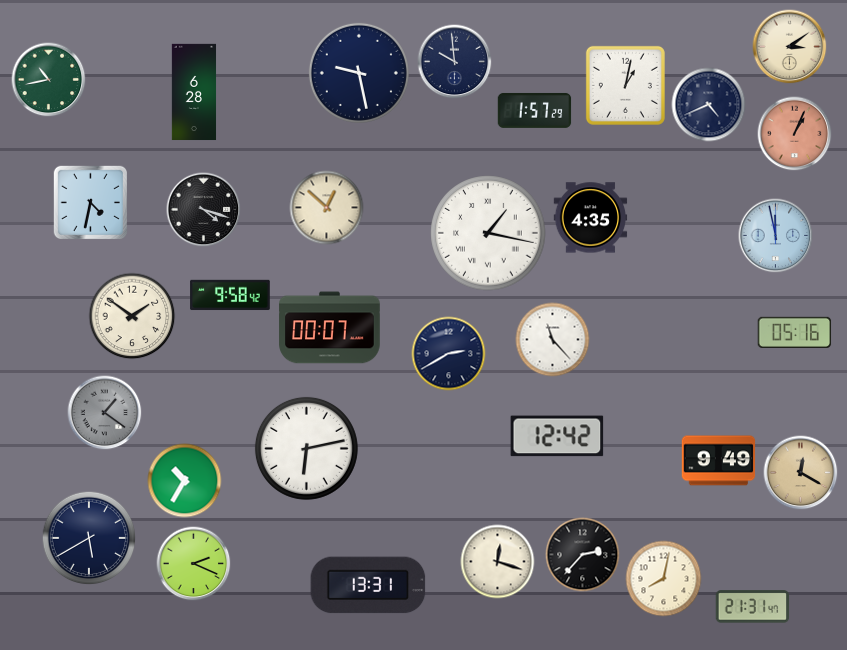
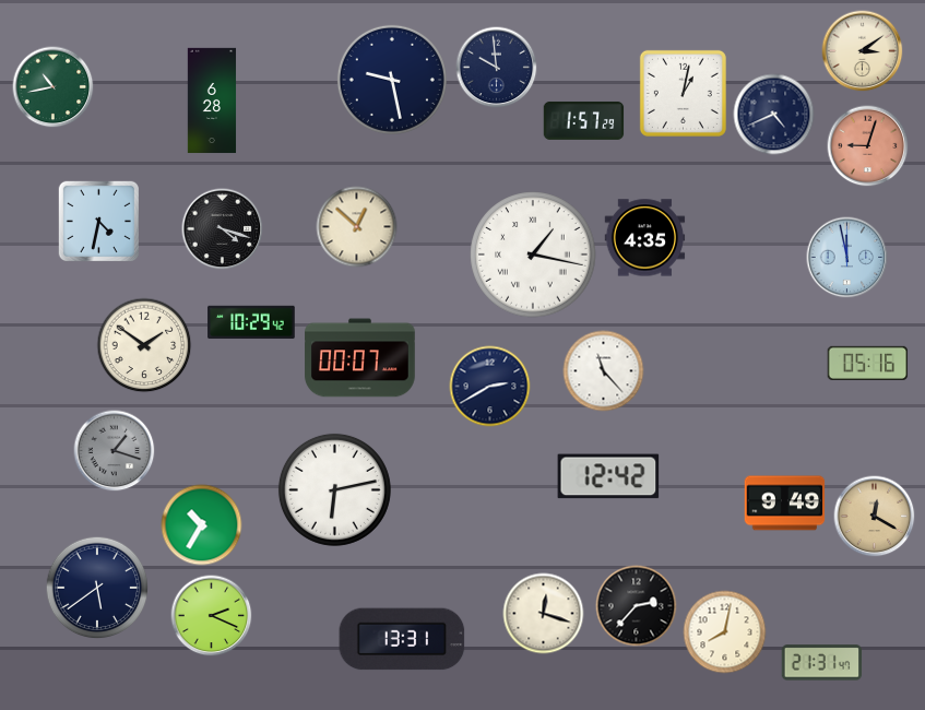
clock at (795, 134): 1:04 -> 9:03
clock at (230, 295): 9:58 -> 10:29
clock at (105, 413): 1:21 -> 1:18
clock at (89, 538): 5:40 -> 5:39
